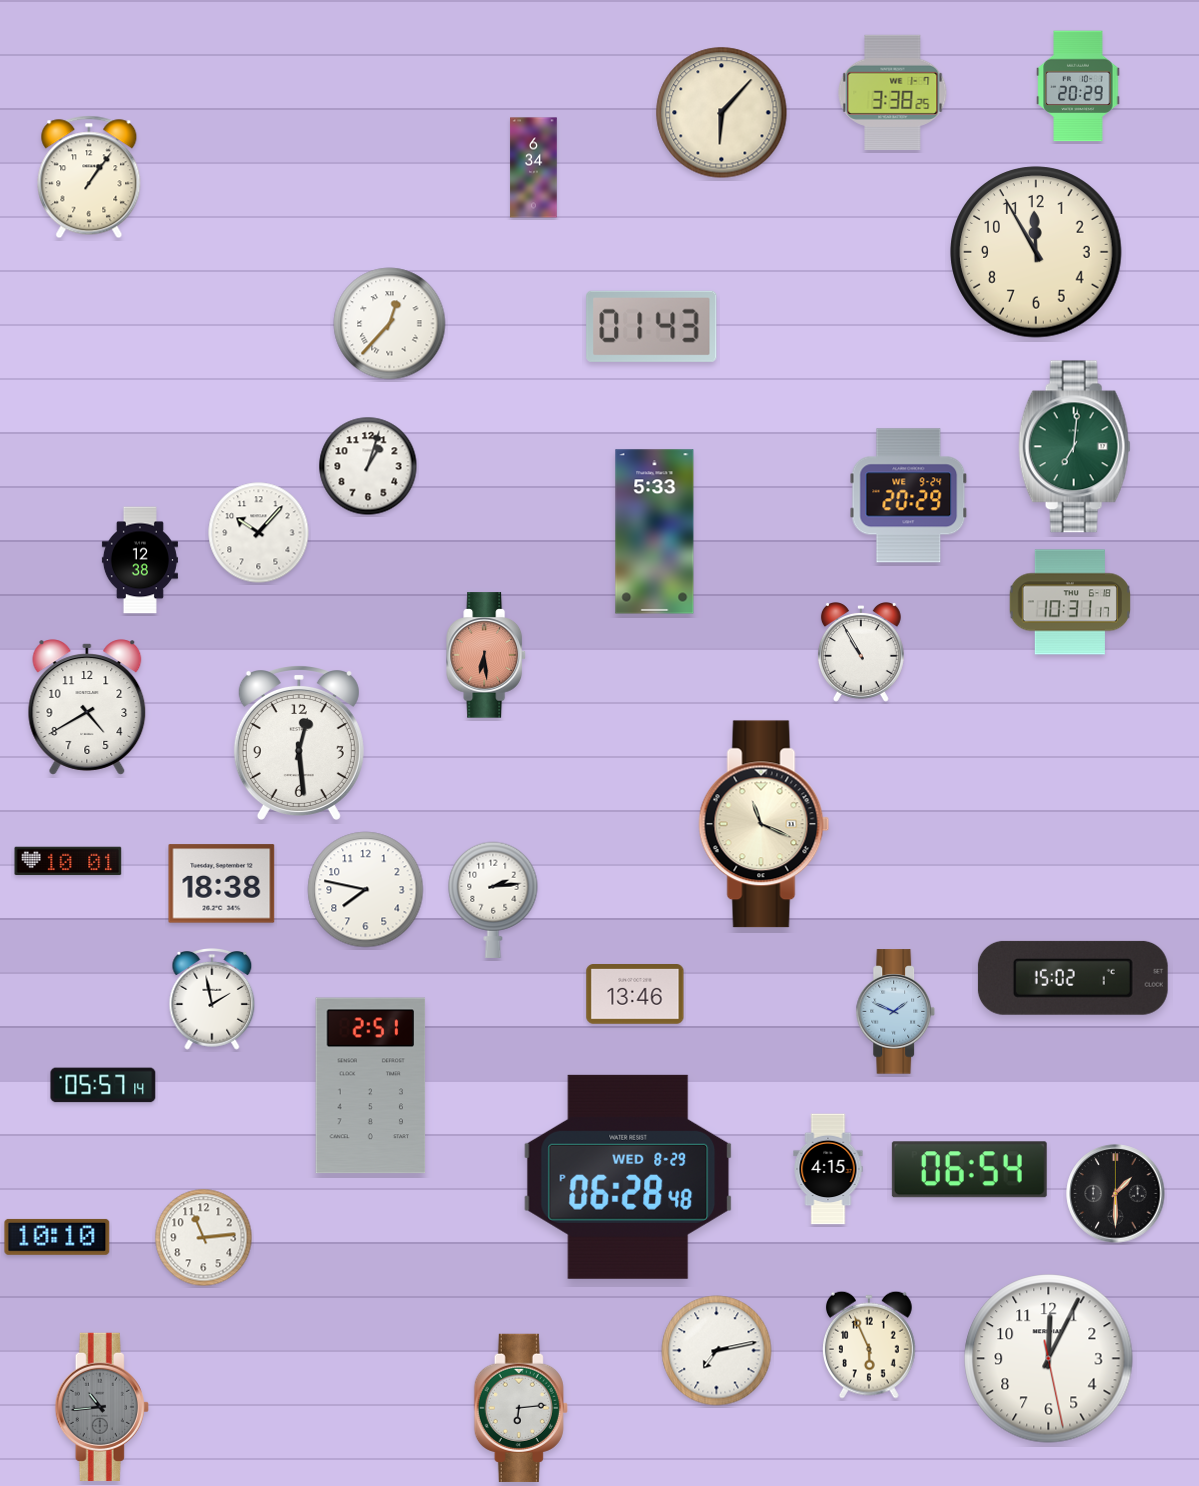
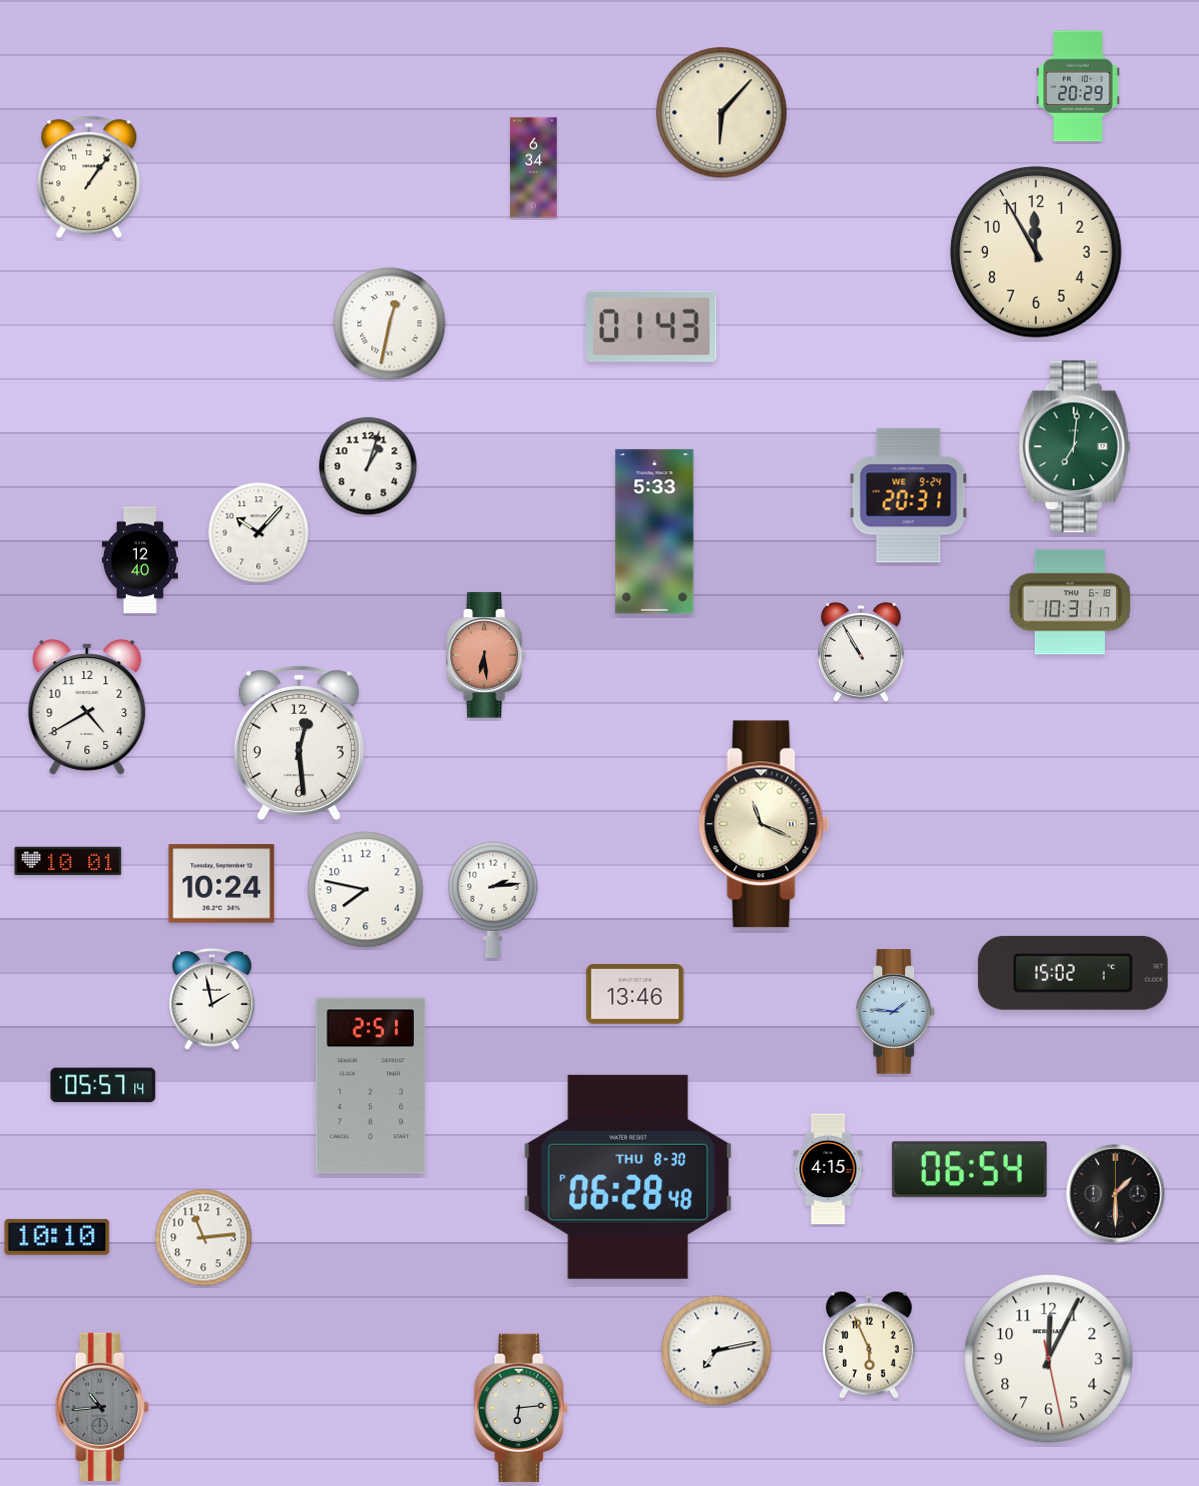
clock at (893, 92): 3:38 -> none
clock at (390, 324): 12:37 -> 12:32
clock at (909, 496): 20:29 -> 20:31
clock at (140, 560): 12:38 -> 12:40
clock at (222, 884): 18:38 -> 10:24
clock at (1073, 978) position: (1073, 978) -> (1073, 973)
clock at (896, 1012): 1:49 -> 1:46
clock at (628, 1177) date: WED 8-29 -> THU 8-30
